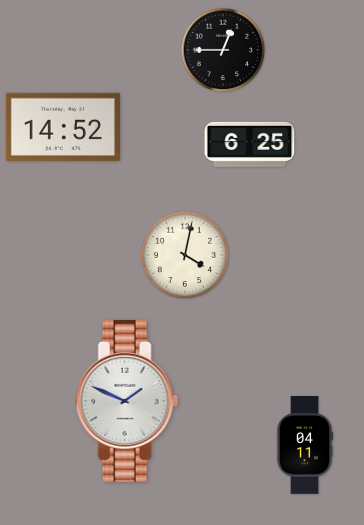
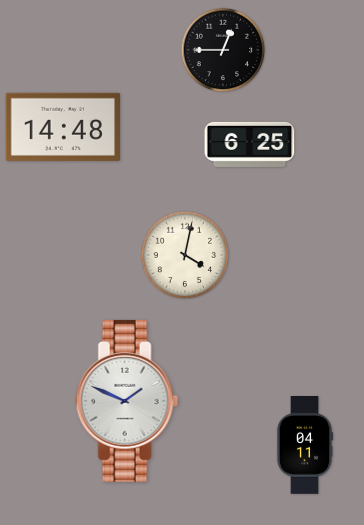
clock at (62, 127): 14:52 -> 14:48
